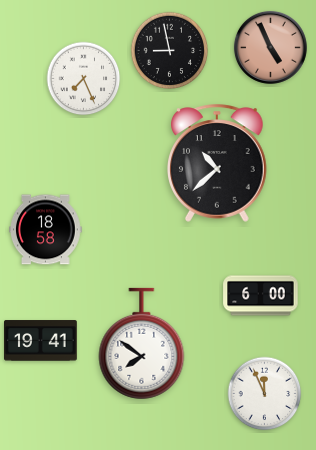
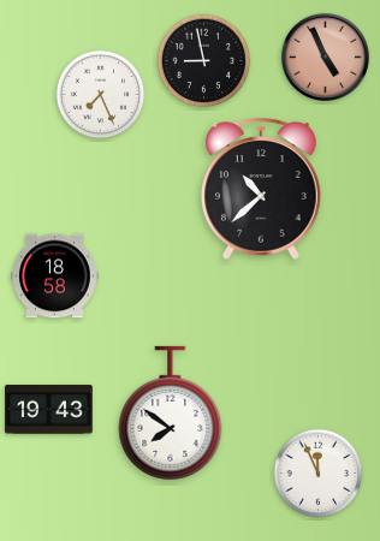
clock at (218, 163) position: (218, 163) -> (262, 189)
clock at (261, 296): 6:00 -> none
clock at (41, 341): 19:41 -> 19:43
